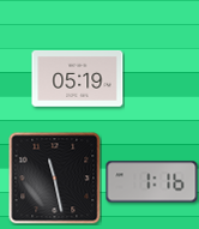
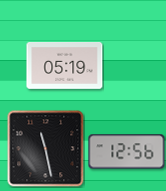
clock at (152, 182): 1:16 -> 12:56
